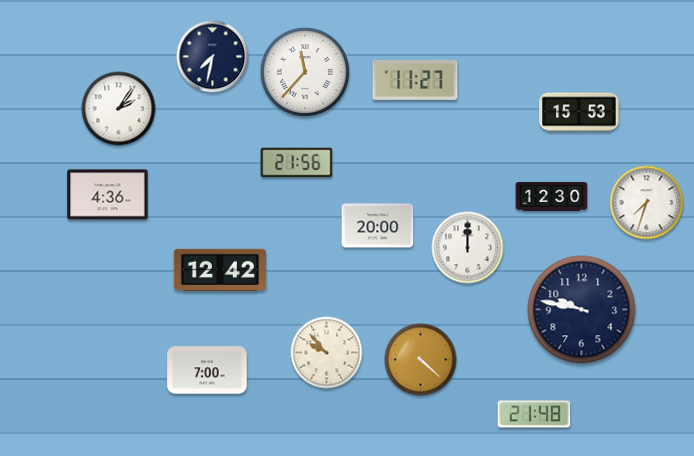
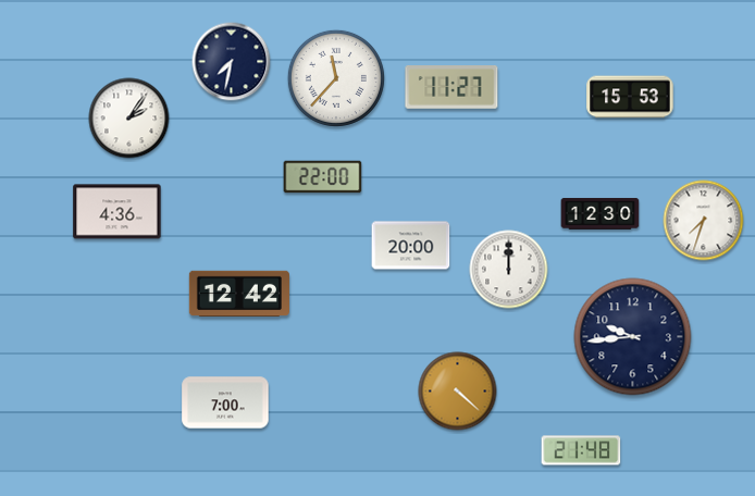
clock at (305, 72) position: (305, 72) -> (336, 78)
clock at (579, 112) position: (579, 112) -> (630, 97)
clock at (297, 163): 21:56 -> 22:00
clock at (582, 310): 9:47 -> 9:44
clock at (327, 353): 9:53 -> none
